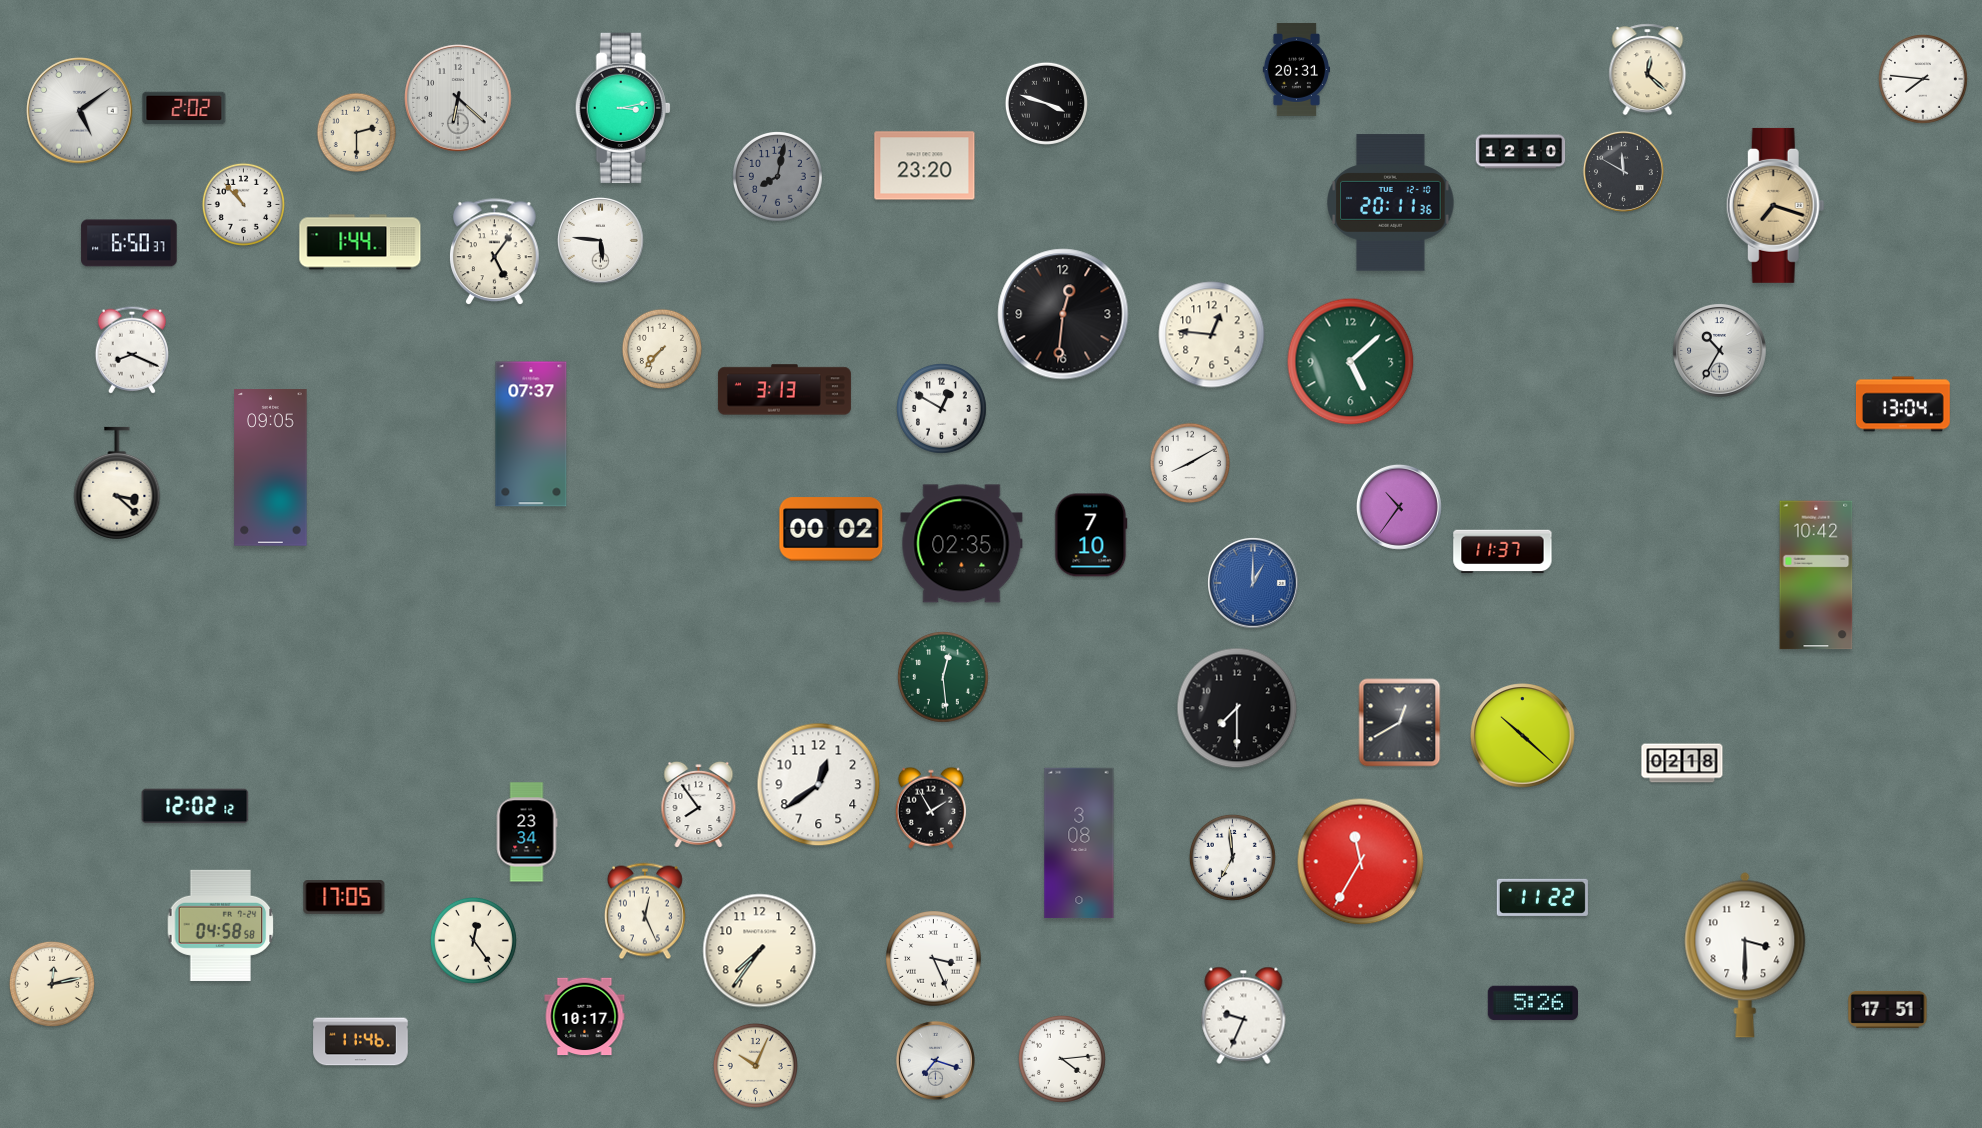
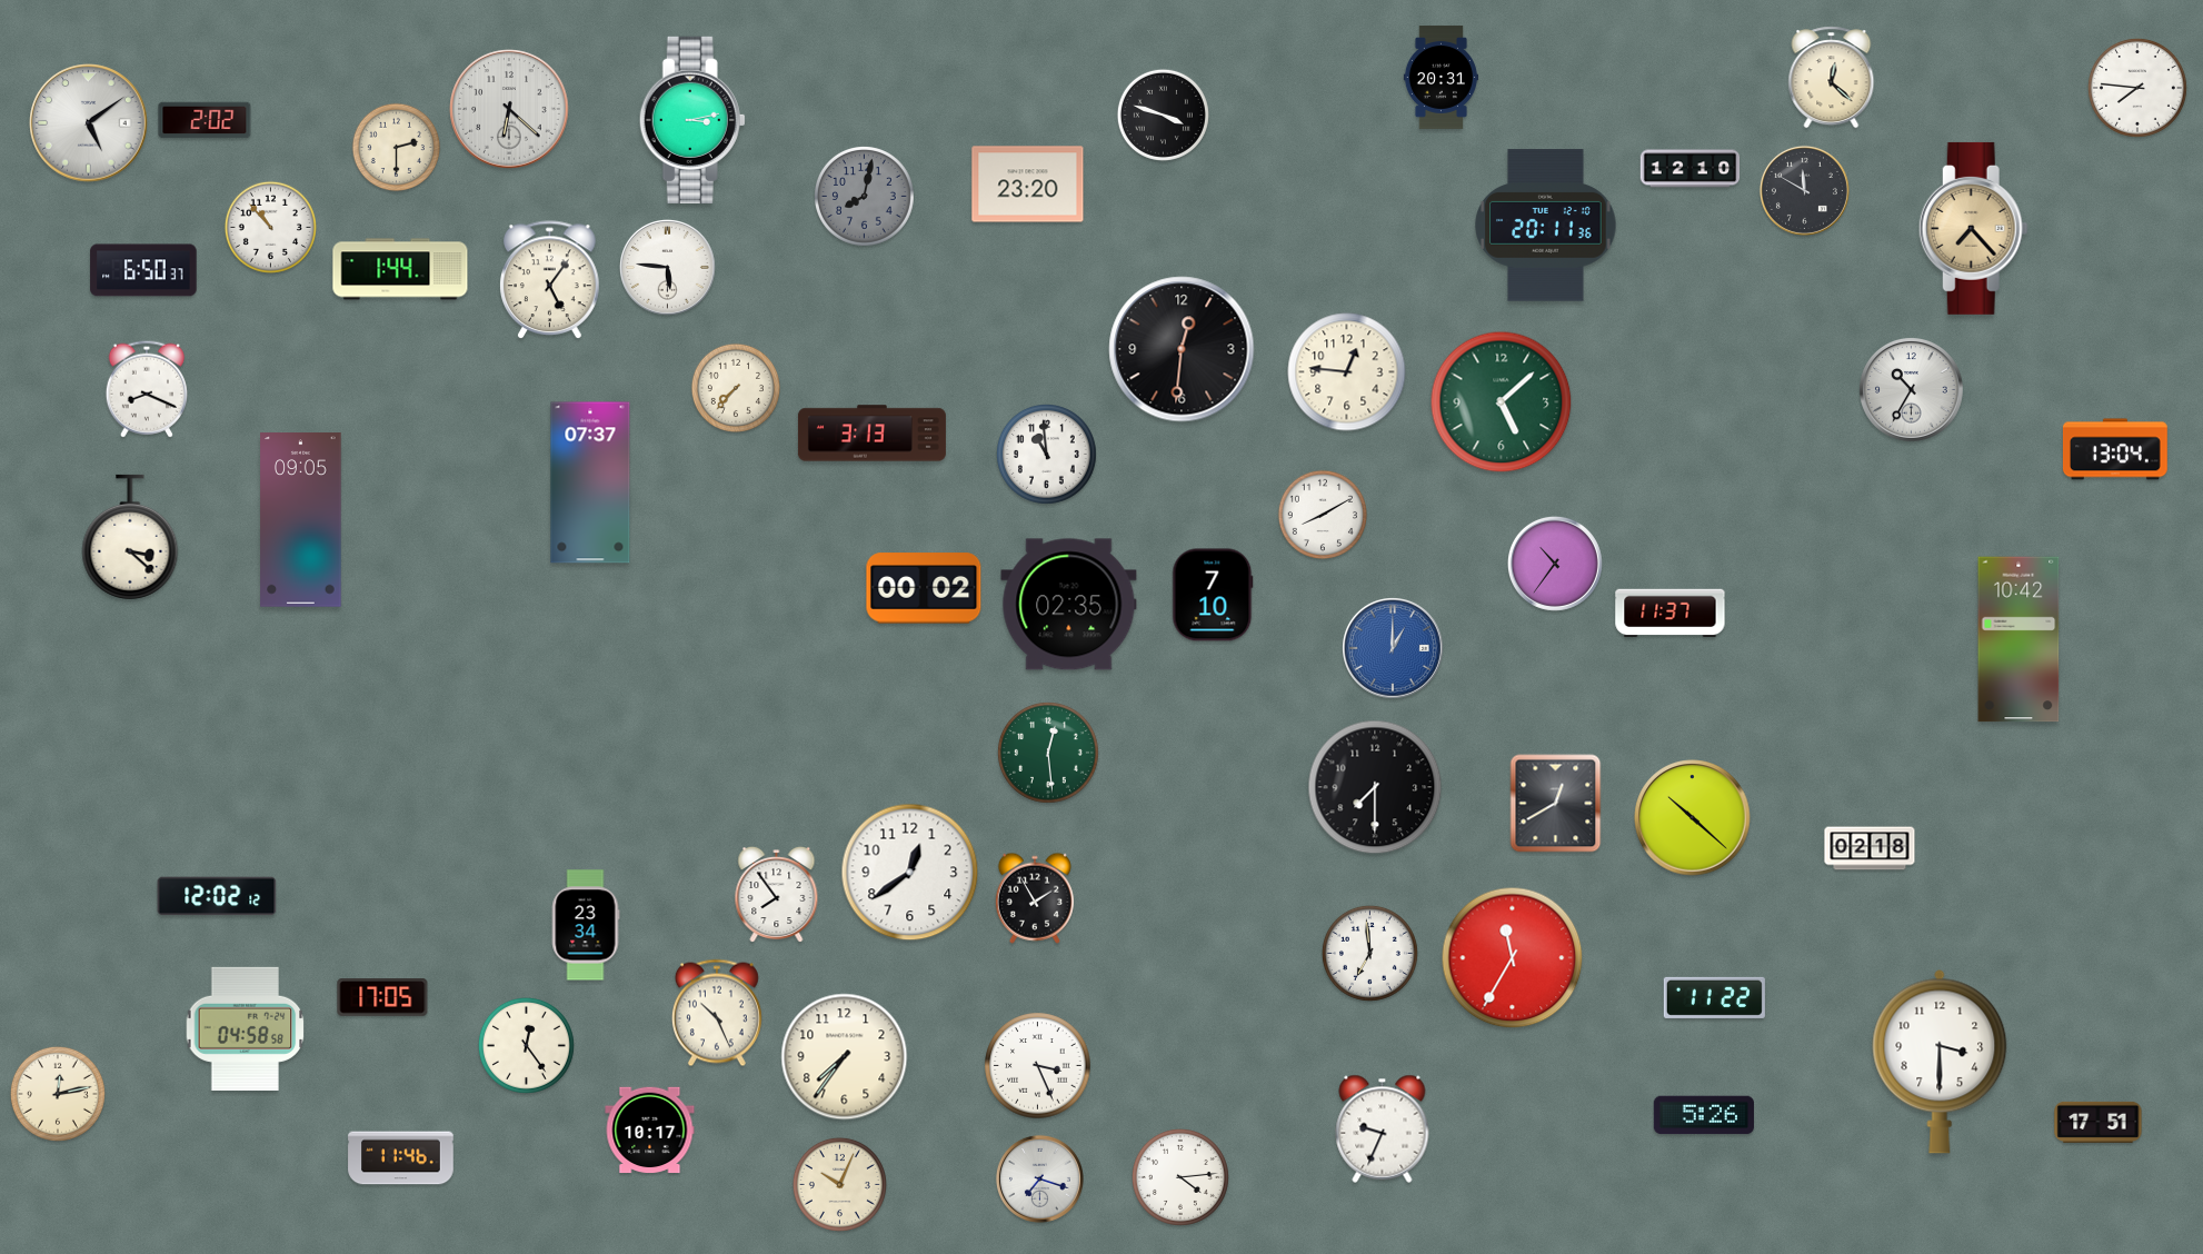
clock at (1775, 205): 7:18 -> 7:23
clock at (942, 409): 12:50 -> 10:59
clock at (1079, 843): 3:08 -> none
clock at (645, 911): 12:26 -> 10:26
